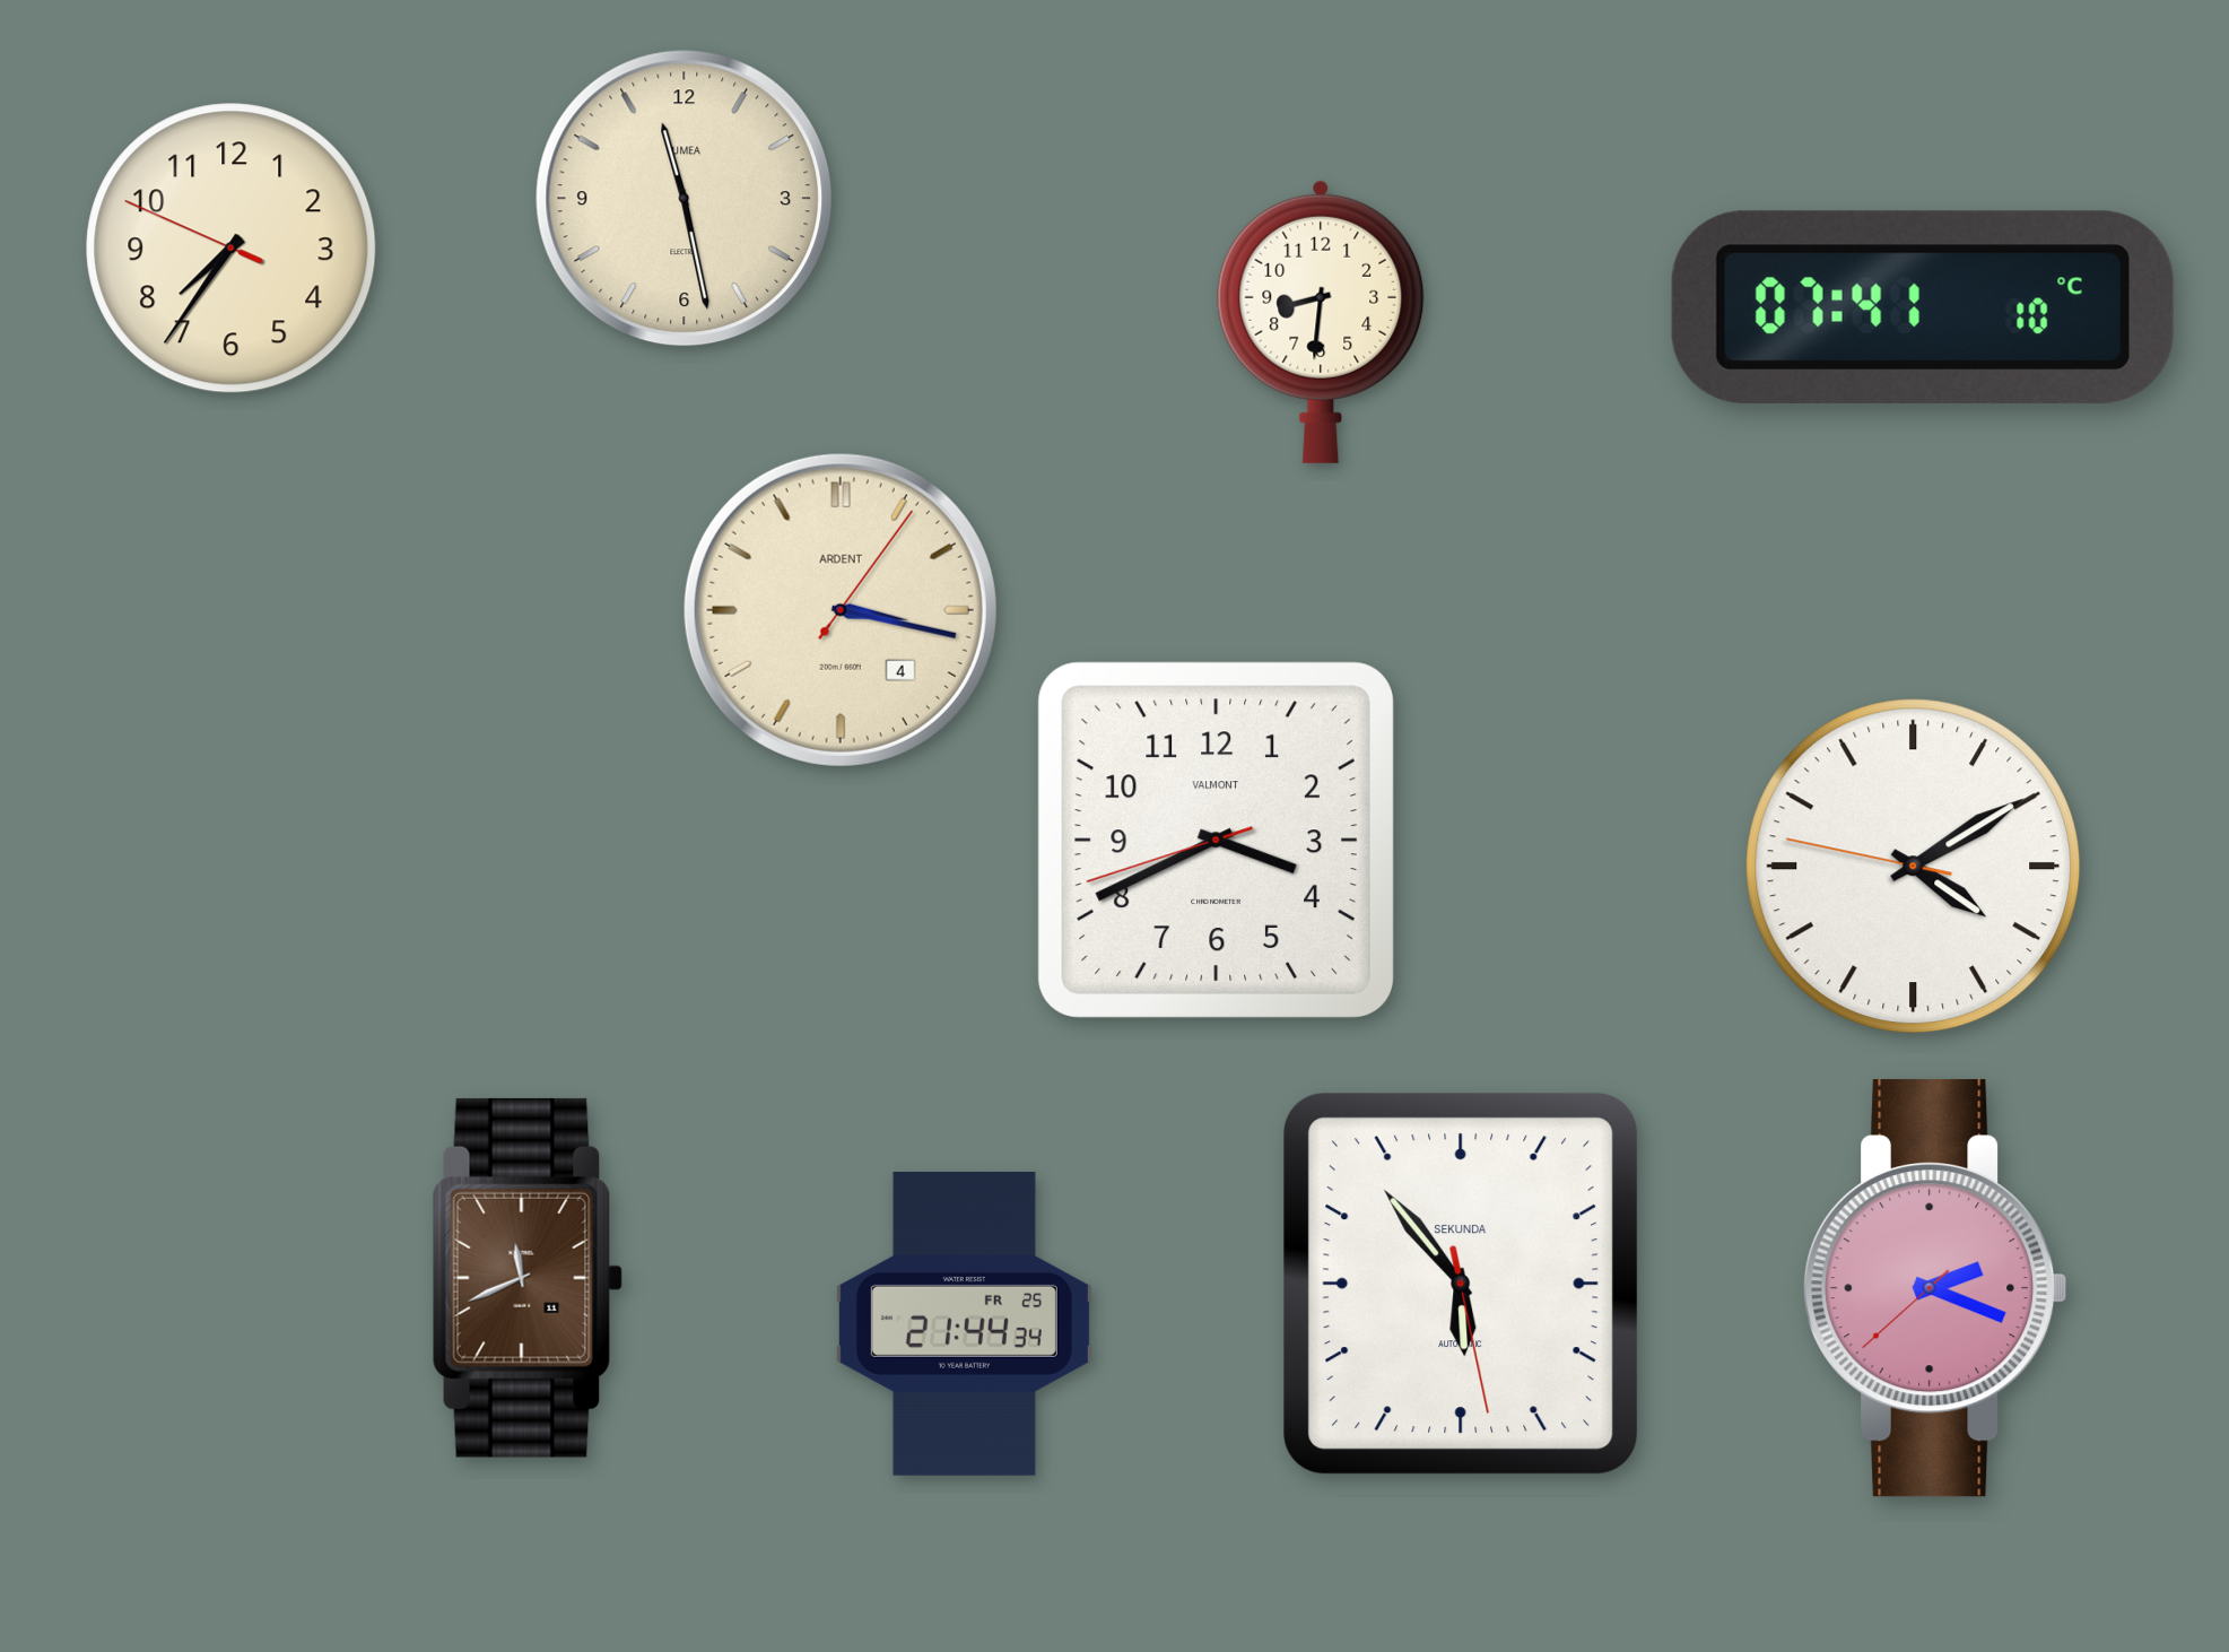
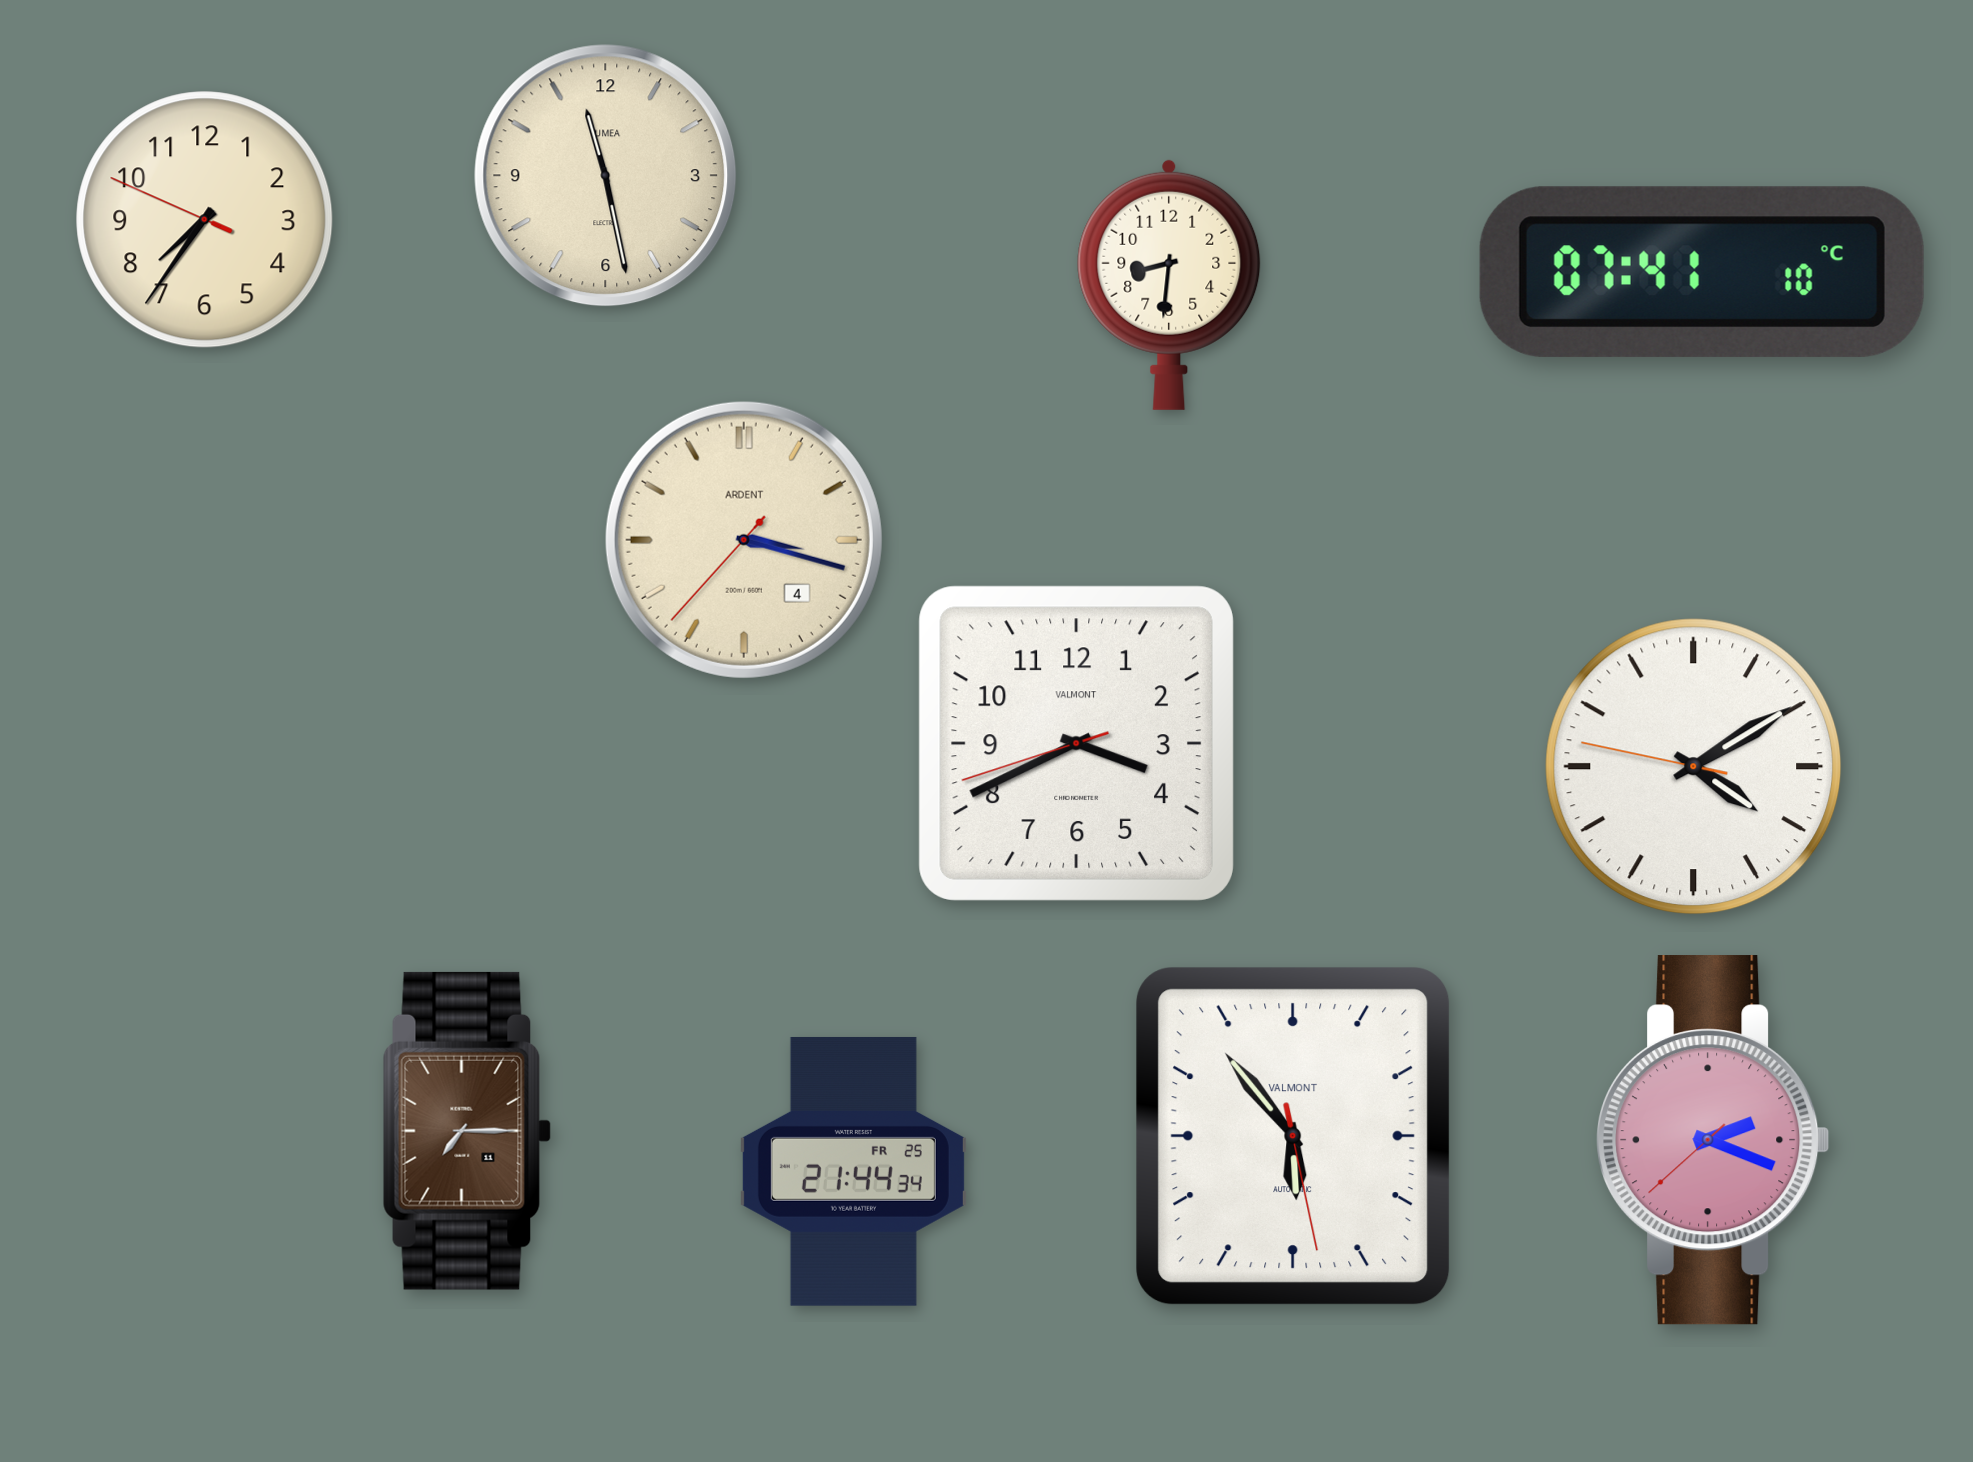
clock at (841, 610): 3:17:06 -> 3:17:37
clock at (528, 1278): 11:41 -> 7:15
clock at (1461, 1284) brand: SEKUNDA -> VALMONT
